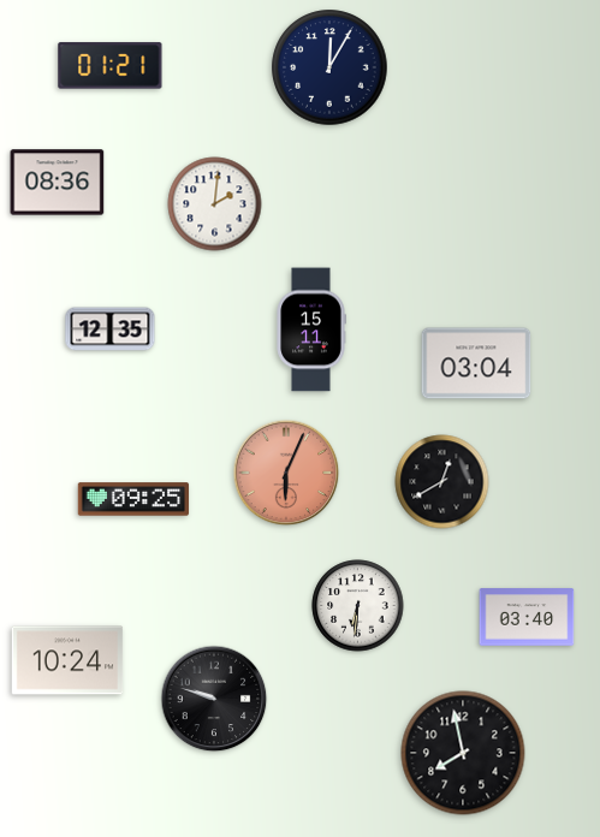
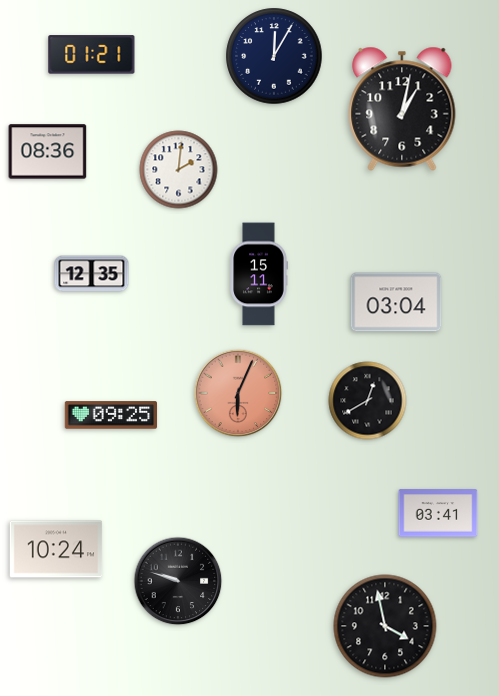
clock at (402, 109): none -> 1:02
clock at (358, 606): 6:31 -> none
clock at (527, 617): 03:40 -> 03:41
clock at (463, 753): 7:58 -> 3:58
